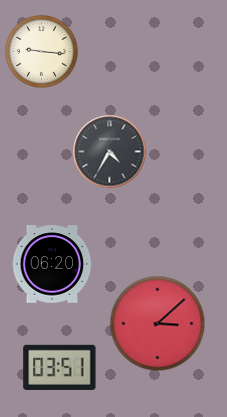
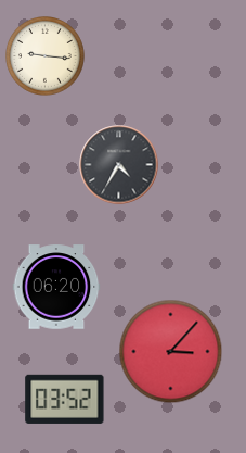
clock at (158, 324): 3:08 -> 3:07
clock at (60, 367): 03:51 -> 03:52
